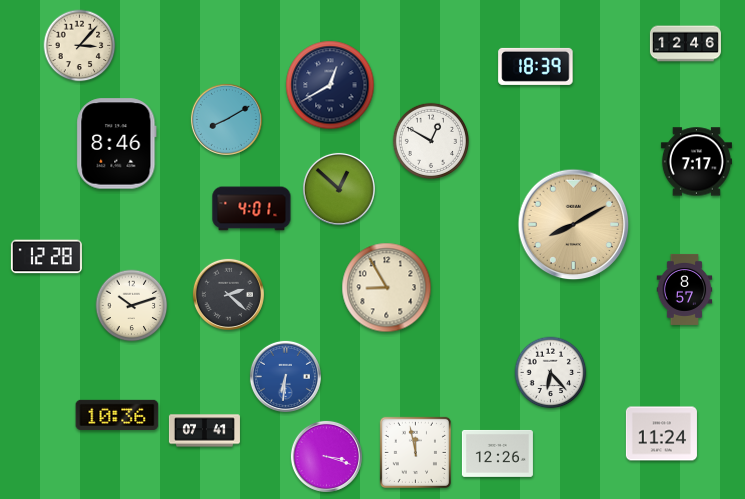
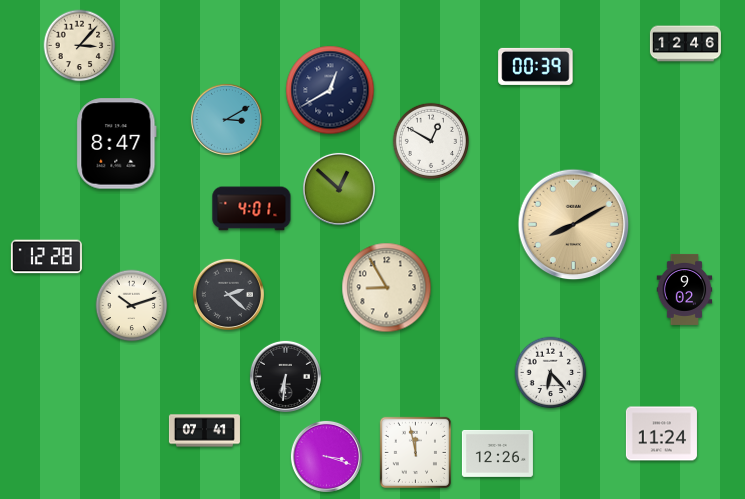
clock at (536, 66): 18:39 -> 00:39
clock at (330, 85) position: (330, 85) -> (330, 90)
clock at (226, 119): 8:10 -> 3:10
clock at (117, 144): 8:46 -> 8:47
clock at (696, 162): 7:17 -> none
clock at (685, 289): 8:57 -> 9:02
clock at (285, 376) dial: blue -> black
clock at (117, 415): 10:36 -> none
